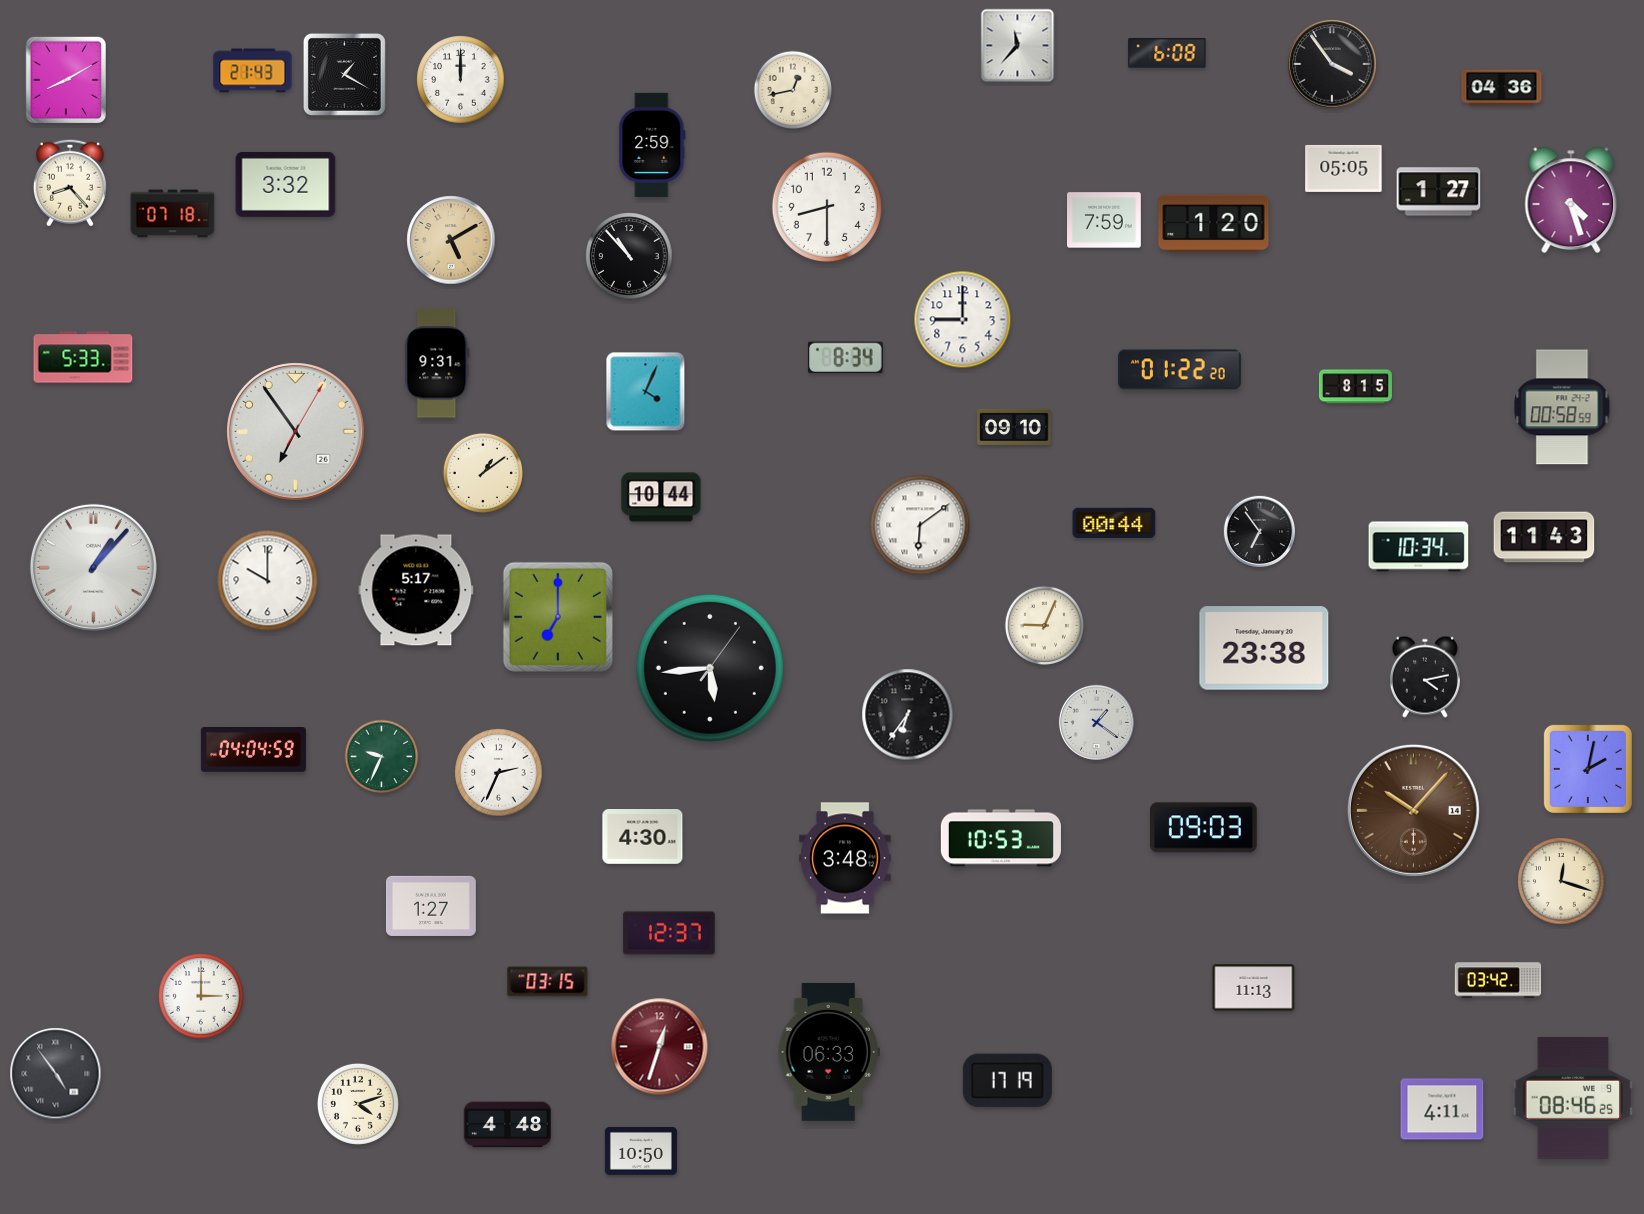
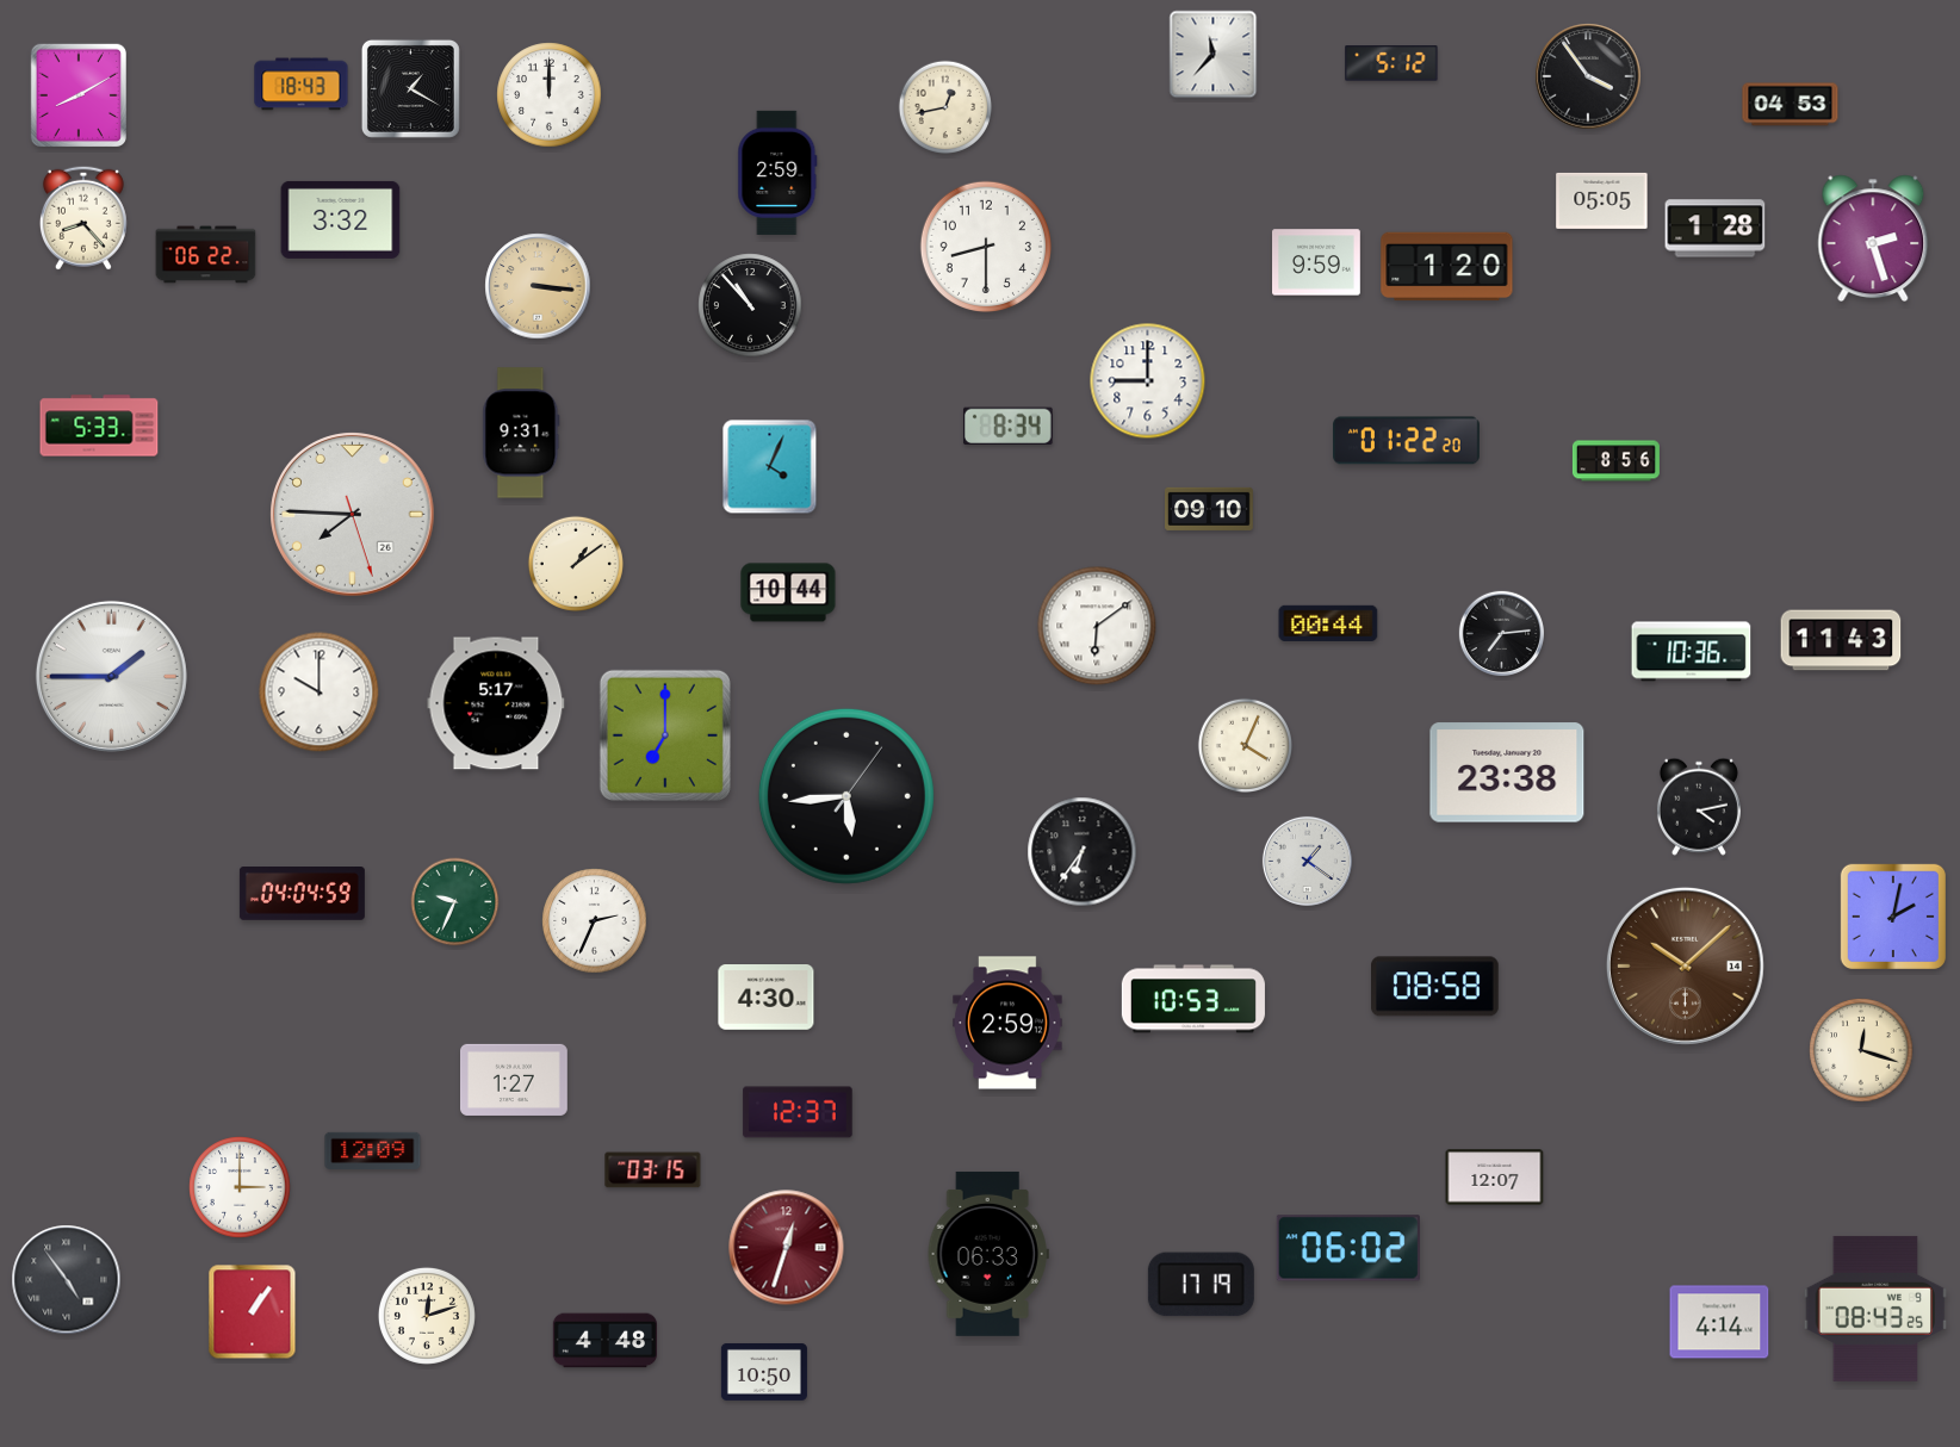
clock at (1167, 53): 6:08 -> 5:12
clock at (253, 71): 21:43 -> 18:43
clock at (1502, 88): 04:36 -> 04:53
clock at (1439, 192): 1:27 -> 1:28
clock at (1571, 199): 4:27 -> 2:27
clock at (173, 214): 07:18 -> 06:22
clock at (1105, 220): 7:59 -> 9:59
clock at (451, 240): 5:10 -> 3:16
clock at (1355, 387): 8:15 -> 8:56
clock at (1562, 407): 00:58 -> none
clock at (296, 432): 6:54 -> 7:45
clock at (1259, 531): 6:54 -> 7:14
clock at (1419, 547): 10:34 -> 10:36
clock at (93, 567): 1:07 -> 1:45
clock at (1044, 625): 9:04 -> 4:04
clock at (1413, 810): 10:07 -> 10:08
clock at (1204, 828): 09:03 -> 08:58
clock at (845, 858): 3:48 -> 2:59
clock at (373, 1150): none -> 12:09
clock at (1498, 980): 03:42 -> none
clock at (1254, 988): 11:13 -> 12:07
clock at (1348, 1248): none -> 06:02
clock at (1007, 1081) position: (1007, 1081) -> (1201, 1285)
clock at (1573, 1098): 08:46 -> 08:43
clock at (253, 1312): none -> 1:06
clock at (358, 1104): 4:12 -> 12:12
clock at (1442, 1109): 4:11 -> 4:14
